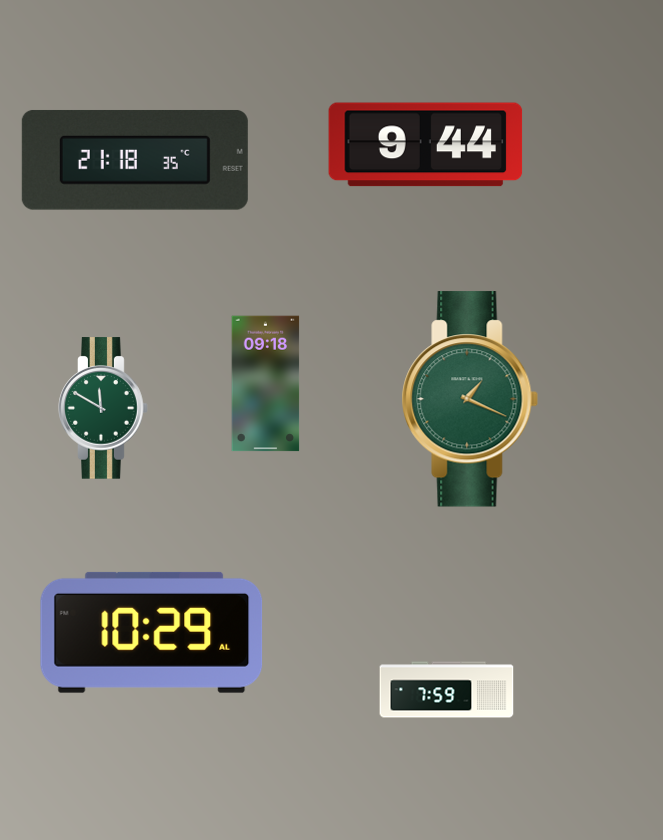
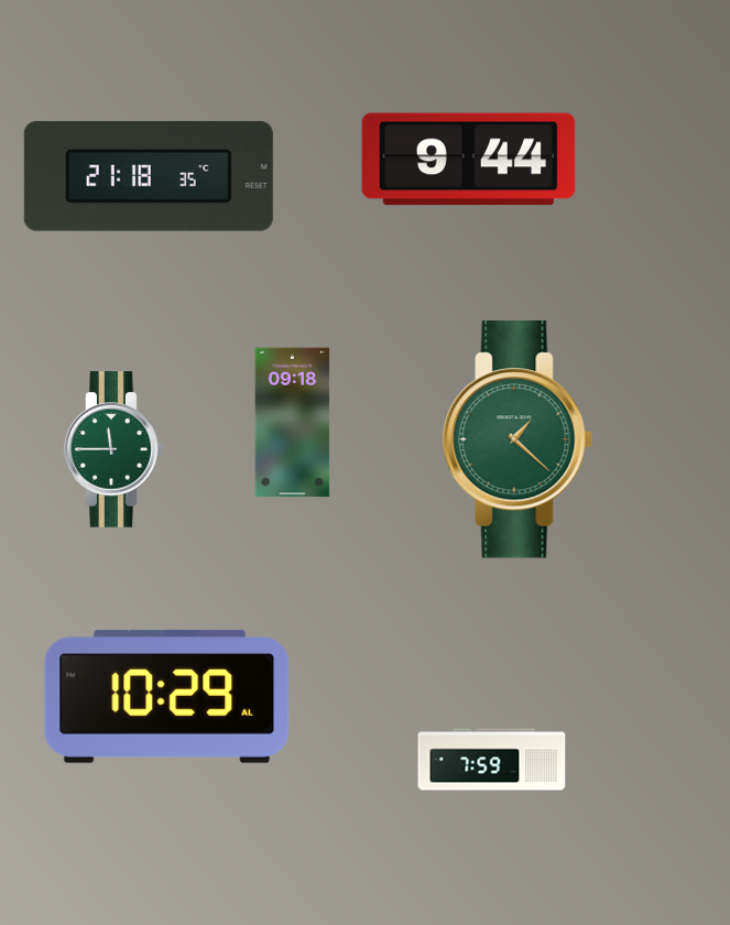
clock at (470, 399): 1:19 -> 1:22
clock at (103, 408): 11:50 -> 11:45
